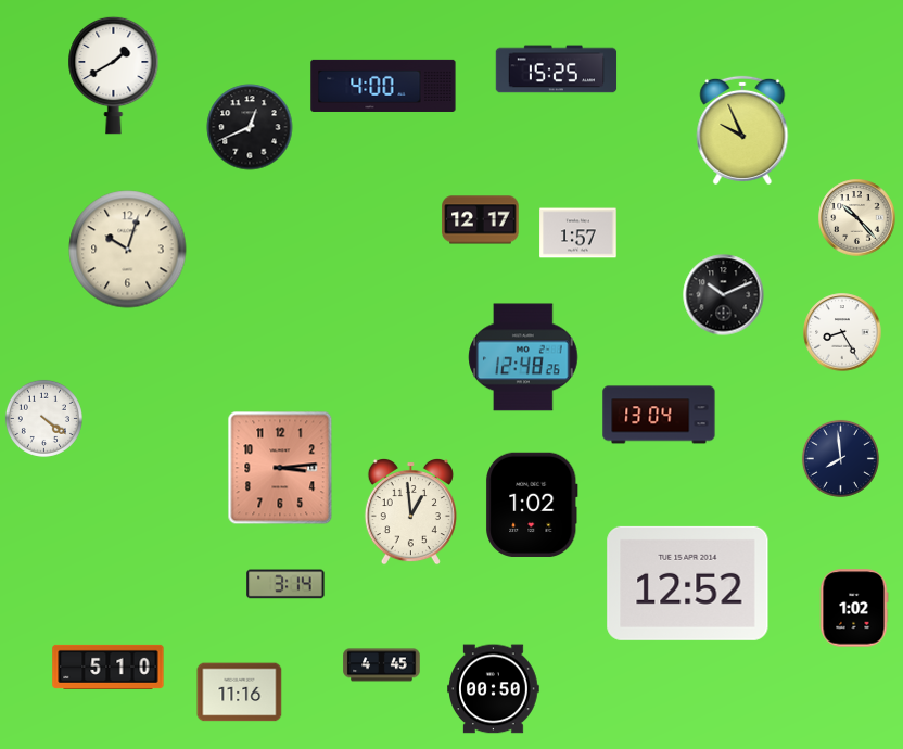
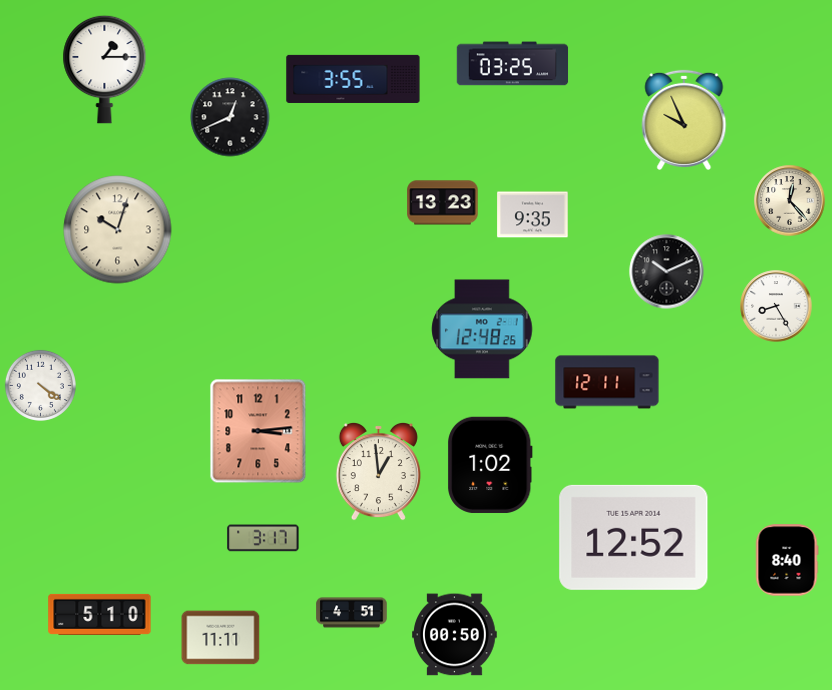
clock at (557, 69): 15:25 -> 03:25
clock at (114, 75): 1:40 -> 1:15
clock at (383, 86): 4:00 -> 3:55
clock at (857, 218): 10:23 -> 12:23
clock at (481, 220): 12:17 -> 13:23
clock at (578, 233): 1:57 -> 9:35
clock at (659, 415): 13:04 -> 12:11
clock at (840, 458): 7:59 -> none
clock at (285, 584): 3:14 -> 3:17
clock at (854, 608): 1:02 -> 8:40
clock at (382, 665): 4:45 -> 4:51
clock at (240, 693): 11:16 -> 11:11
